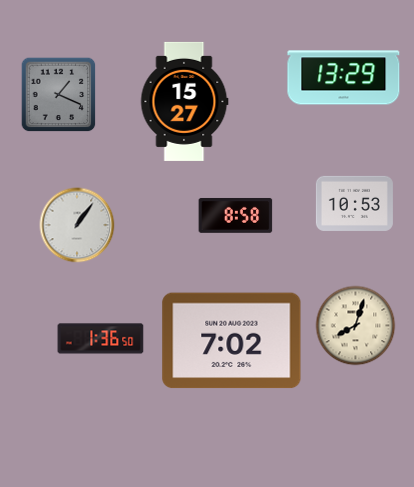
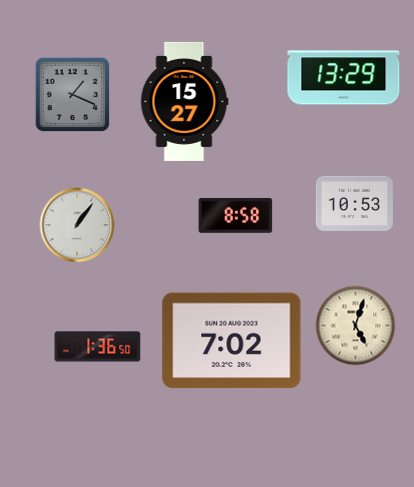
clock at (59, 95) position: (59, 95) -> (73, 95)
clock at (356, 326): 8:03 -> 5:03
clock at (101, 339) position: (101, 339) -> (98, 347)
